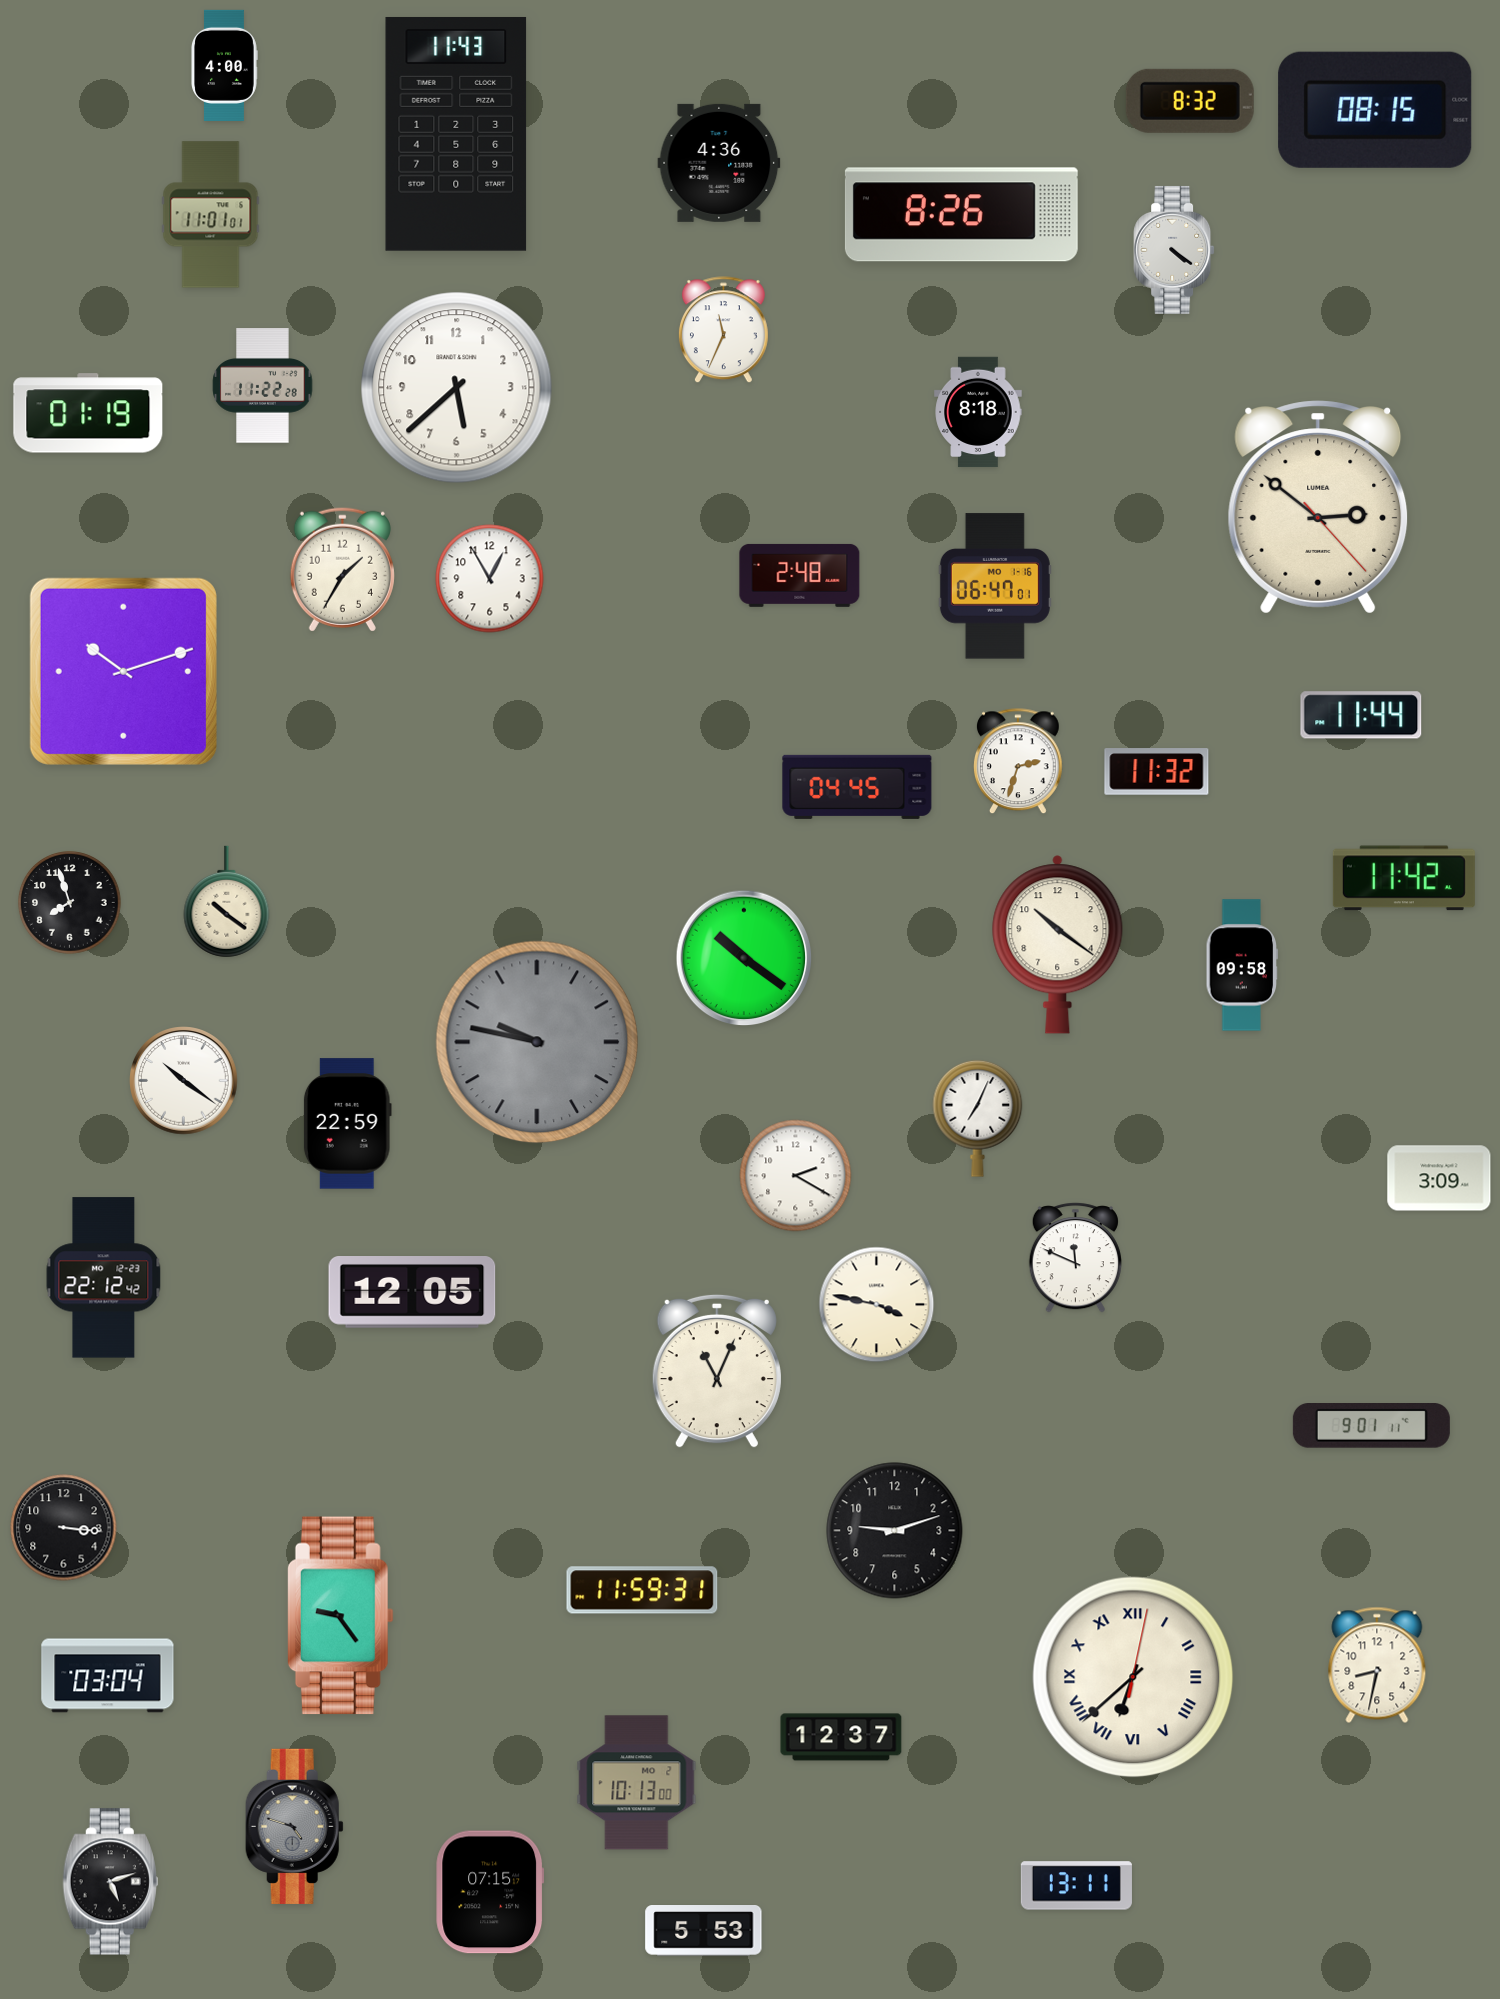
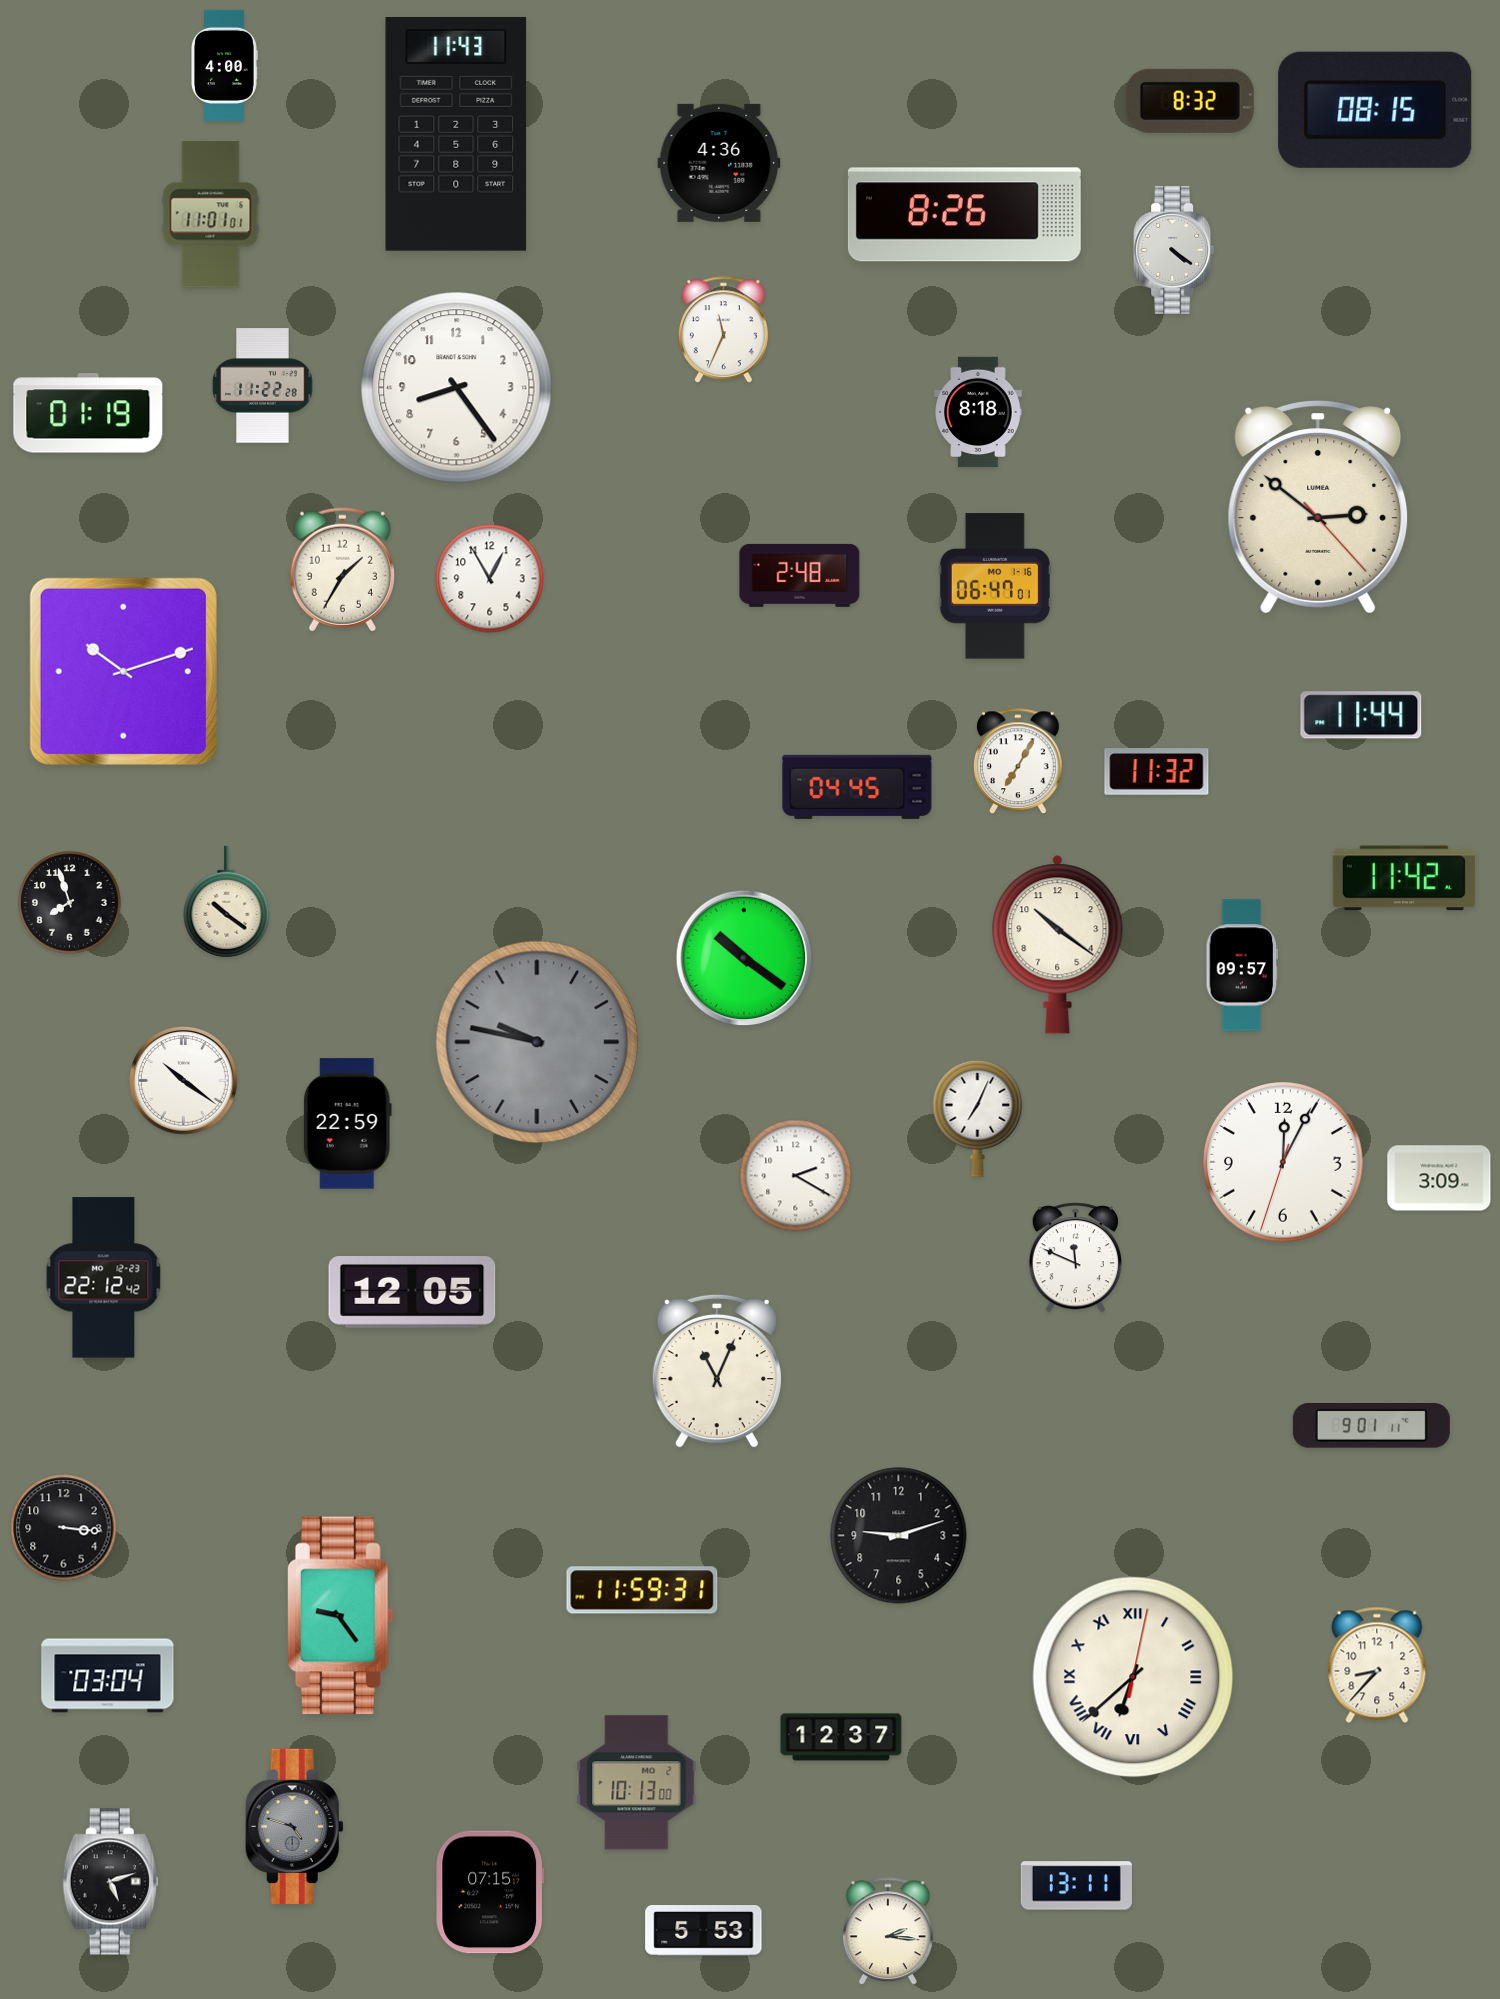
clock at (961, 215) position: (961, 215) -> (964, 215)
clock at (457, 388): 5:38 -> 8:24
clock at (1019, 762): 2:33 -> 7:05
clock at (1242, 965): 09:58 -> 09:57
clock at (1283, 1162): none -> 12:04
clock at (877, 1305): 3:47 -> none
clock at (895, 1531) position: (895, 1531) -> (899, 1536)
clock at (1377, 1665): 8:32 -> 8:37
clock at (888, 1932): none -> 2:16
